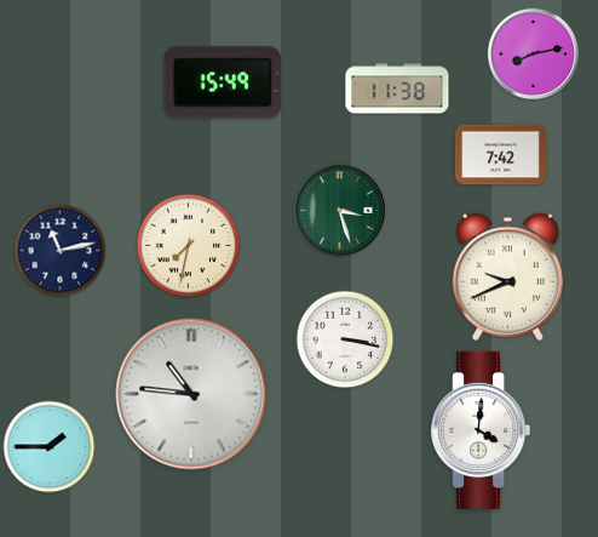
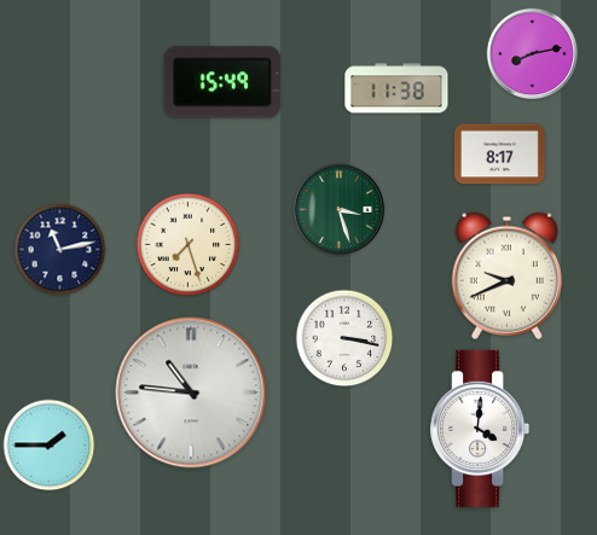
clock at (500, 155): 7:42 -> 8:17
clock at (189, 246): 7:32 -> 7:27
